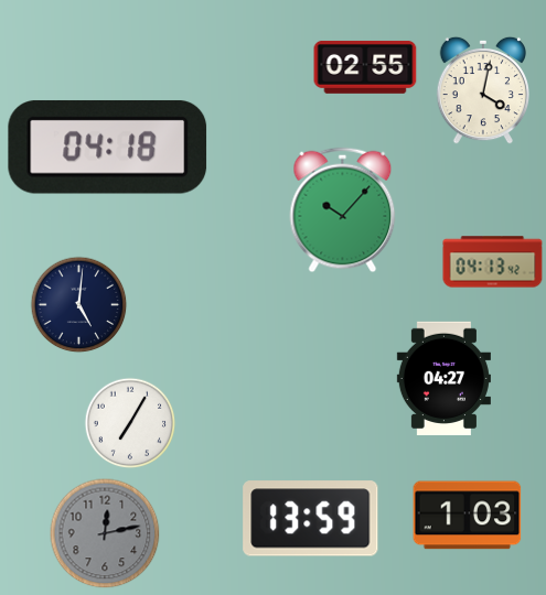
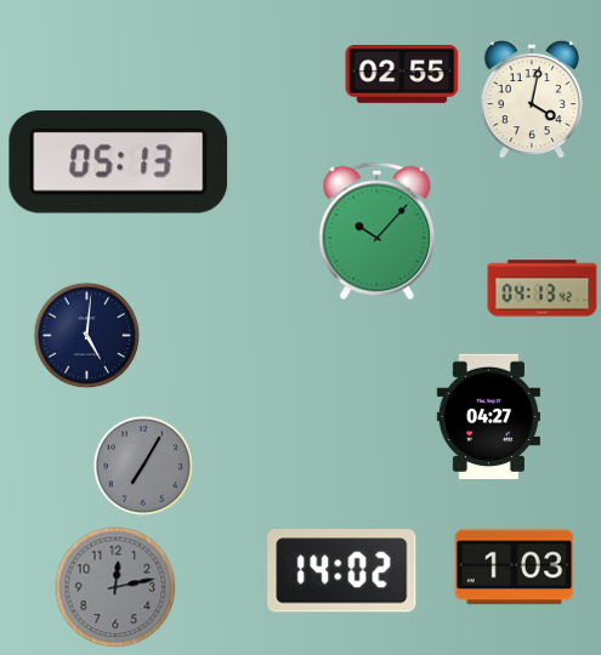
clock at (108, 147): 04:18 -> 05:13
clock at (130, 423) dial: white -> grey
clock at (311, 519): 13:59 -> 14:02
